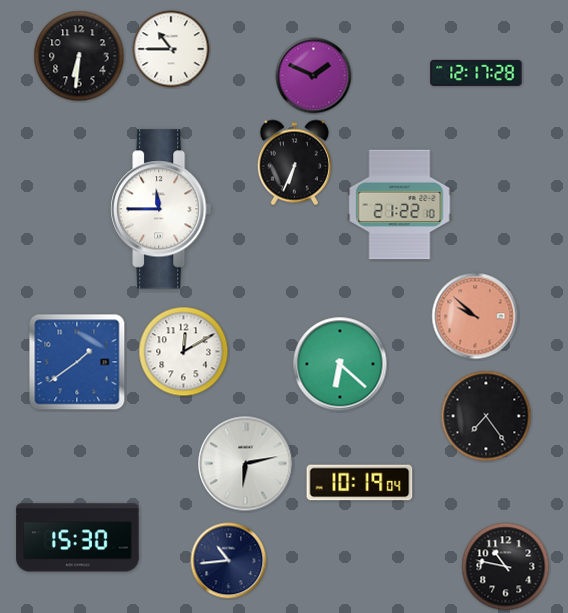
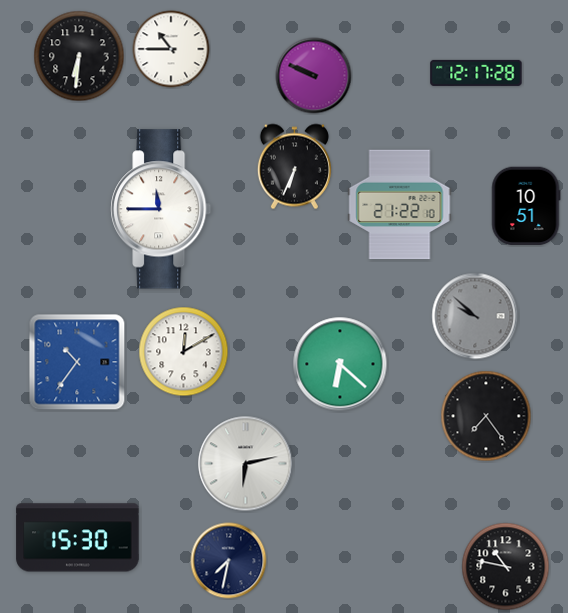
clock at (314, 76): 1:49 -> 9:49
clock at (294, 163) position: (294, 163) -> (294, 167)
clock at (526, 206): none -> 10:51
clock at (475, 316) dial: salmon -> grey
clock at (77, 362): 1:39 -> 10:36
clock at (360, 483): 10:19 -> none
clock at (229, 561): 10:44 -> 7:32
